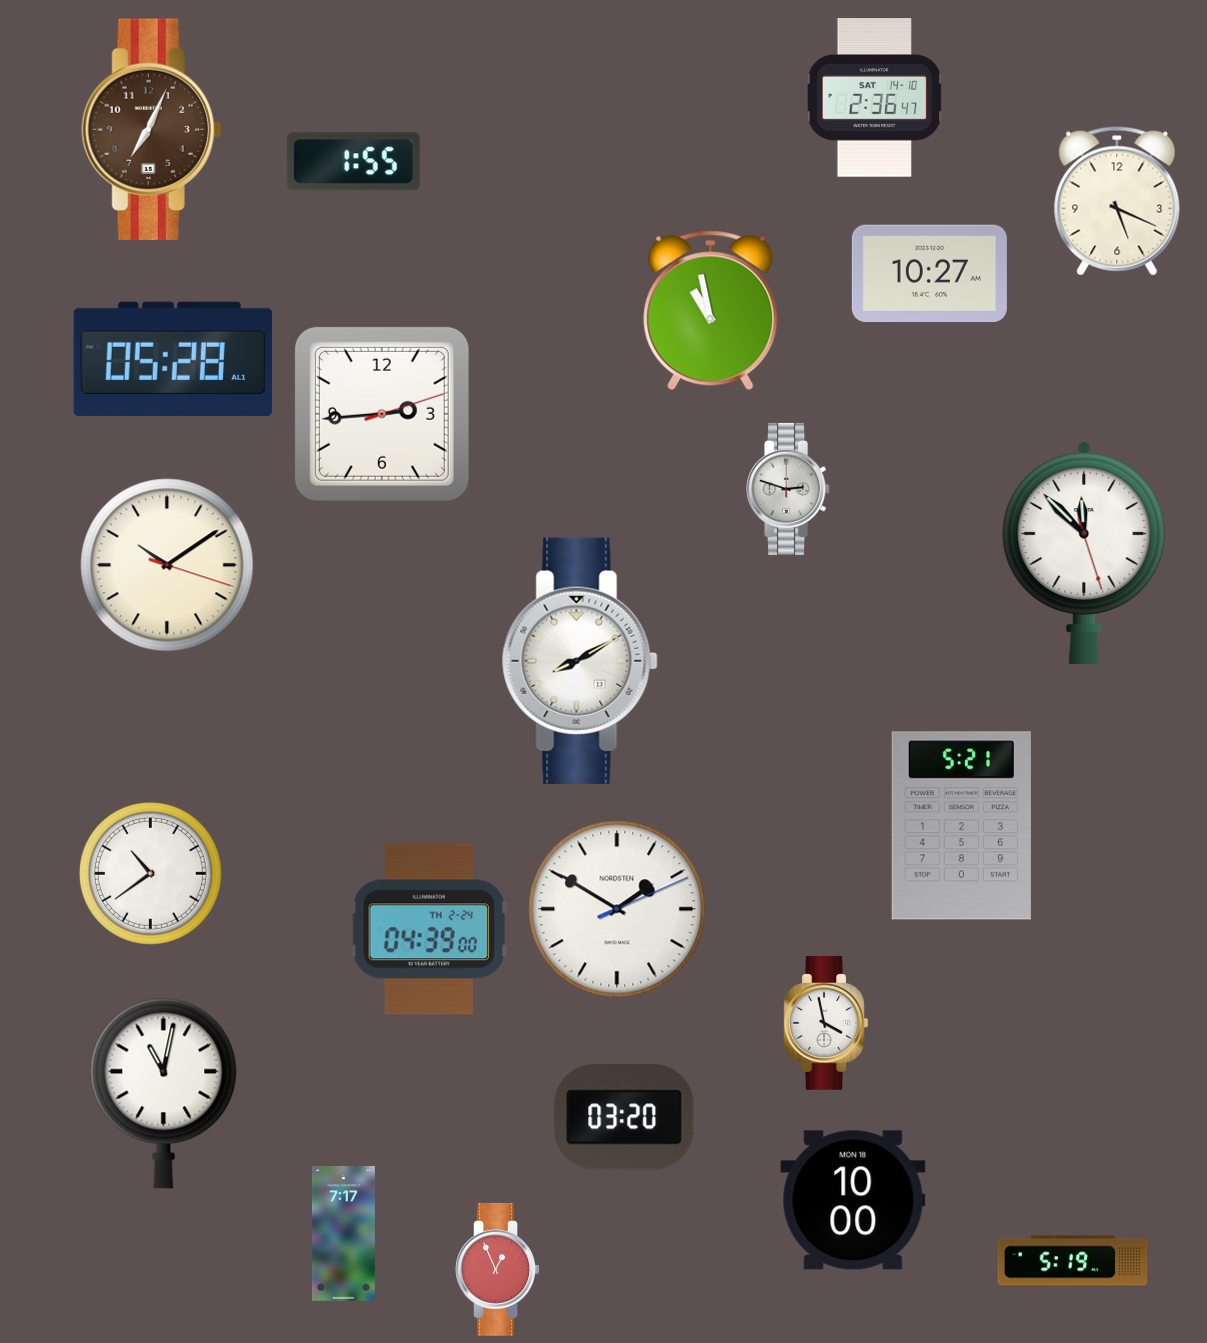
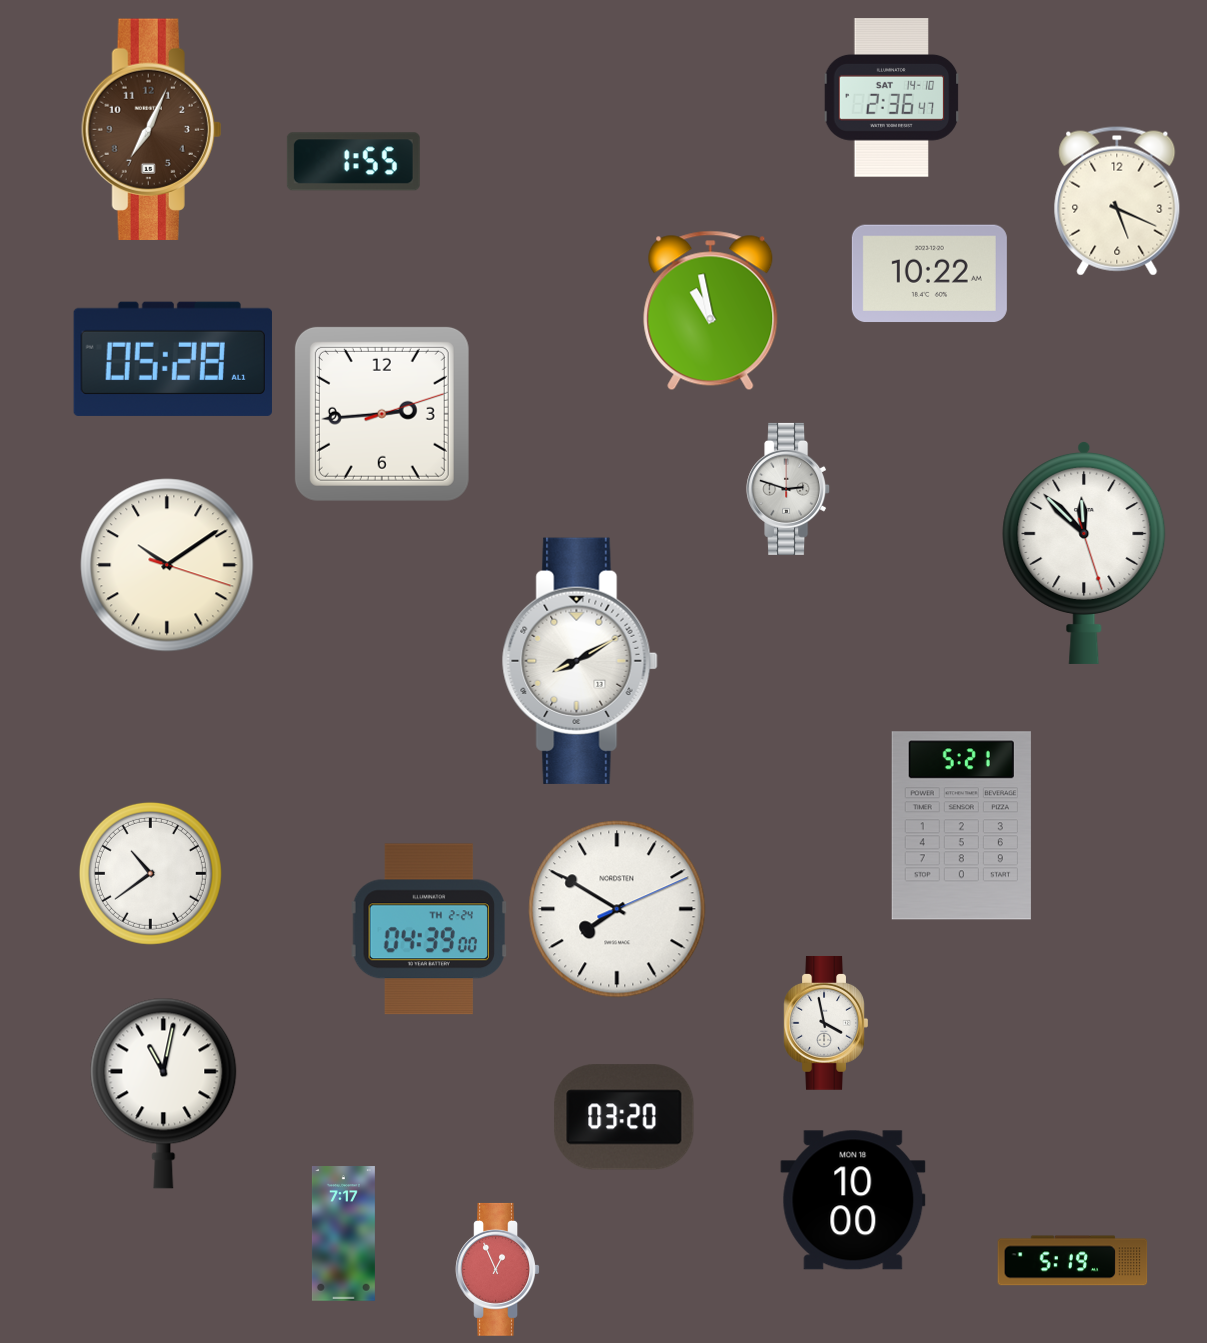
clock at (875, 98) position: (875, 98) -> (892, 98)
clock at (929, 274): 10:27 -> 10:22
clock at (617, 909): 1:50 -> 7:50
